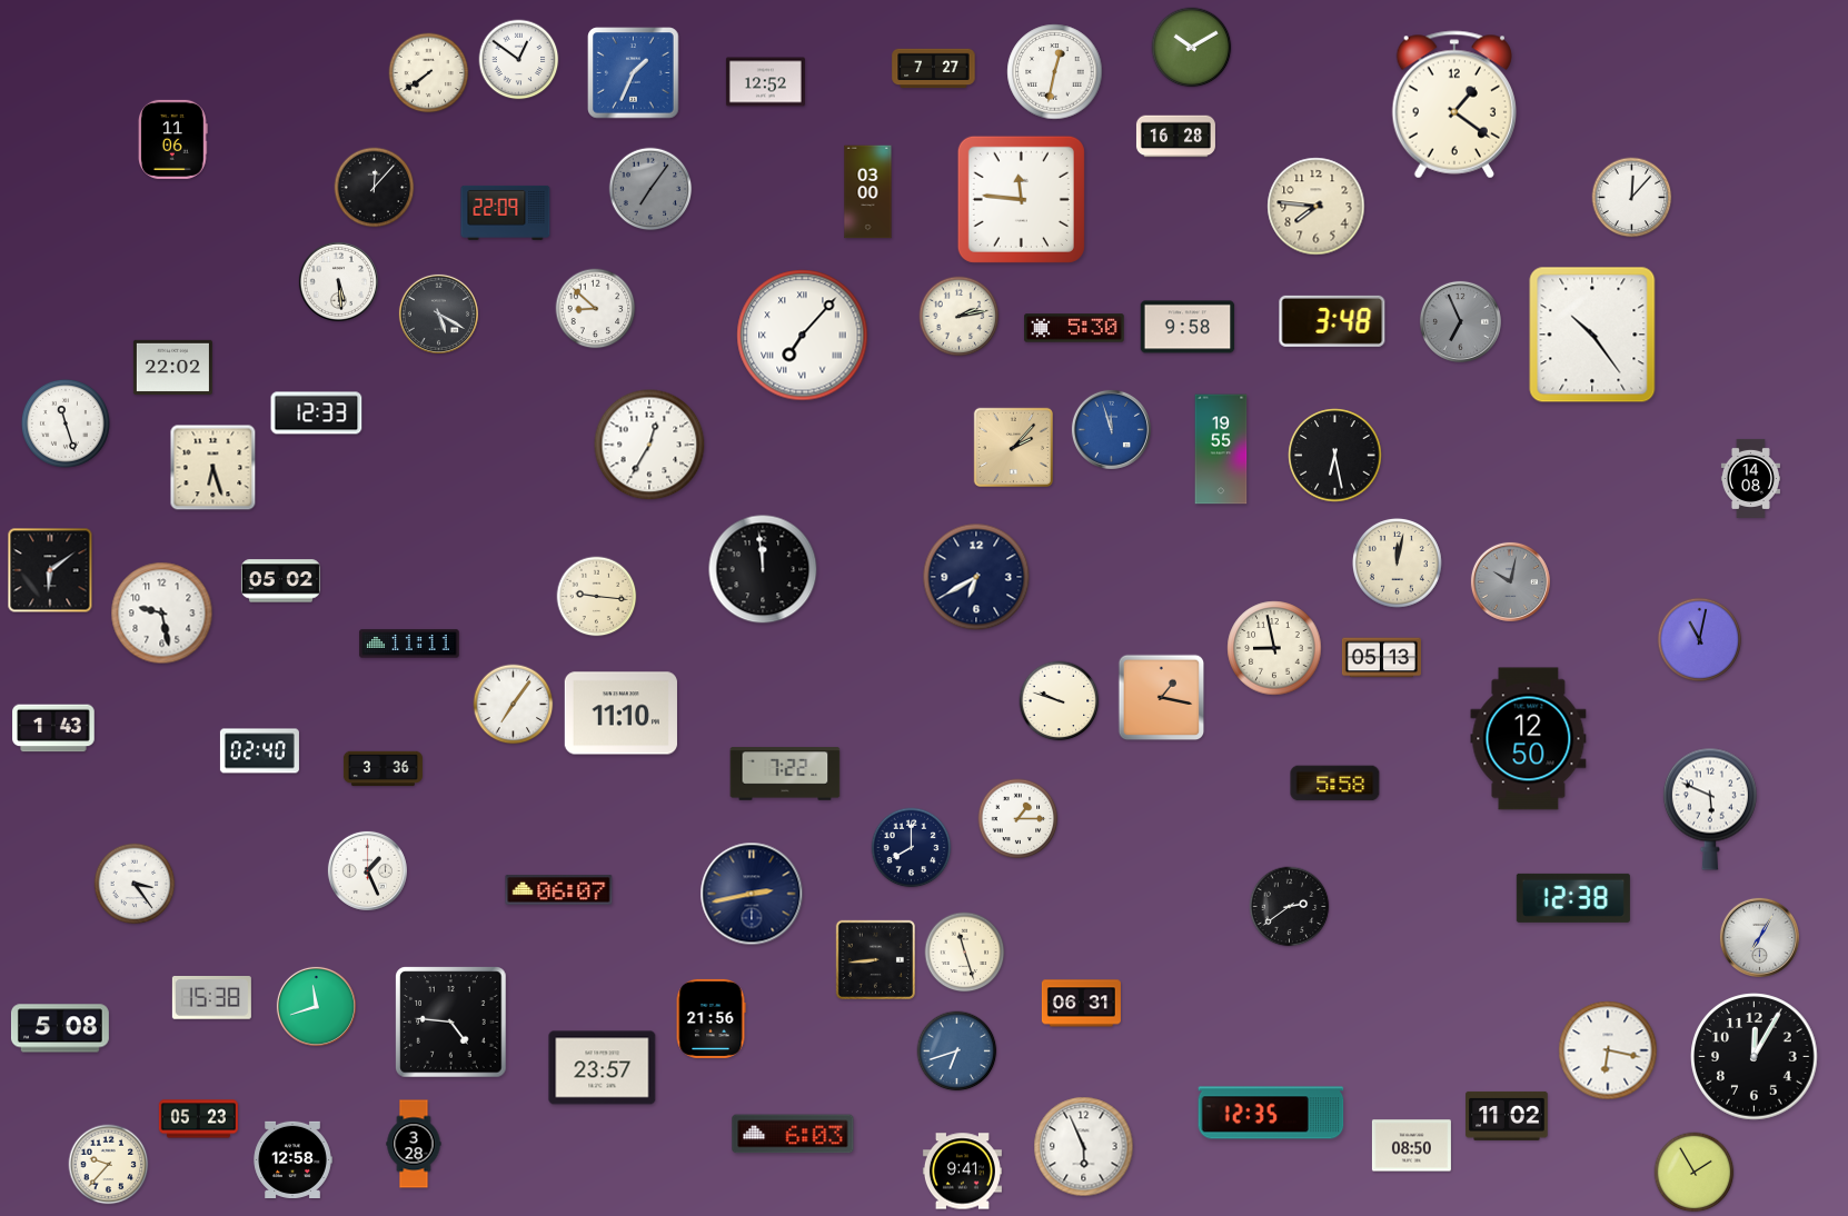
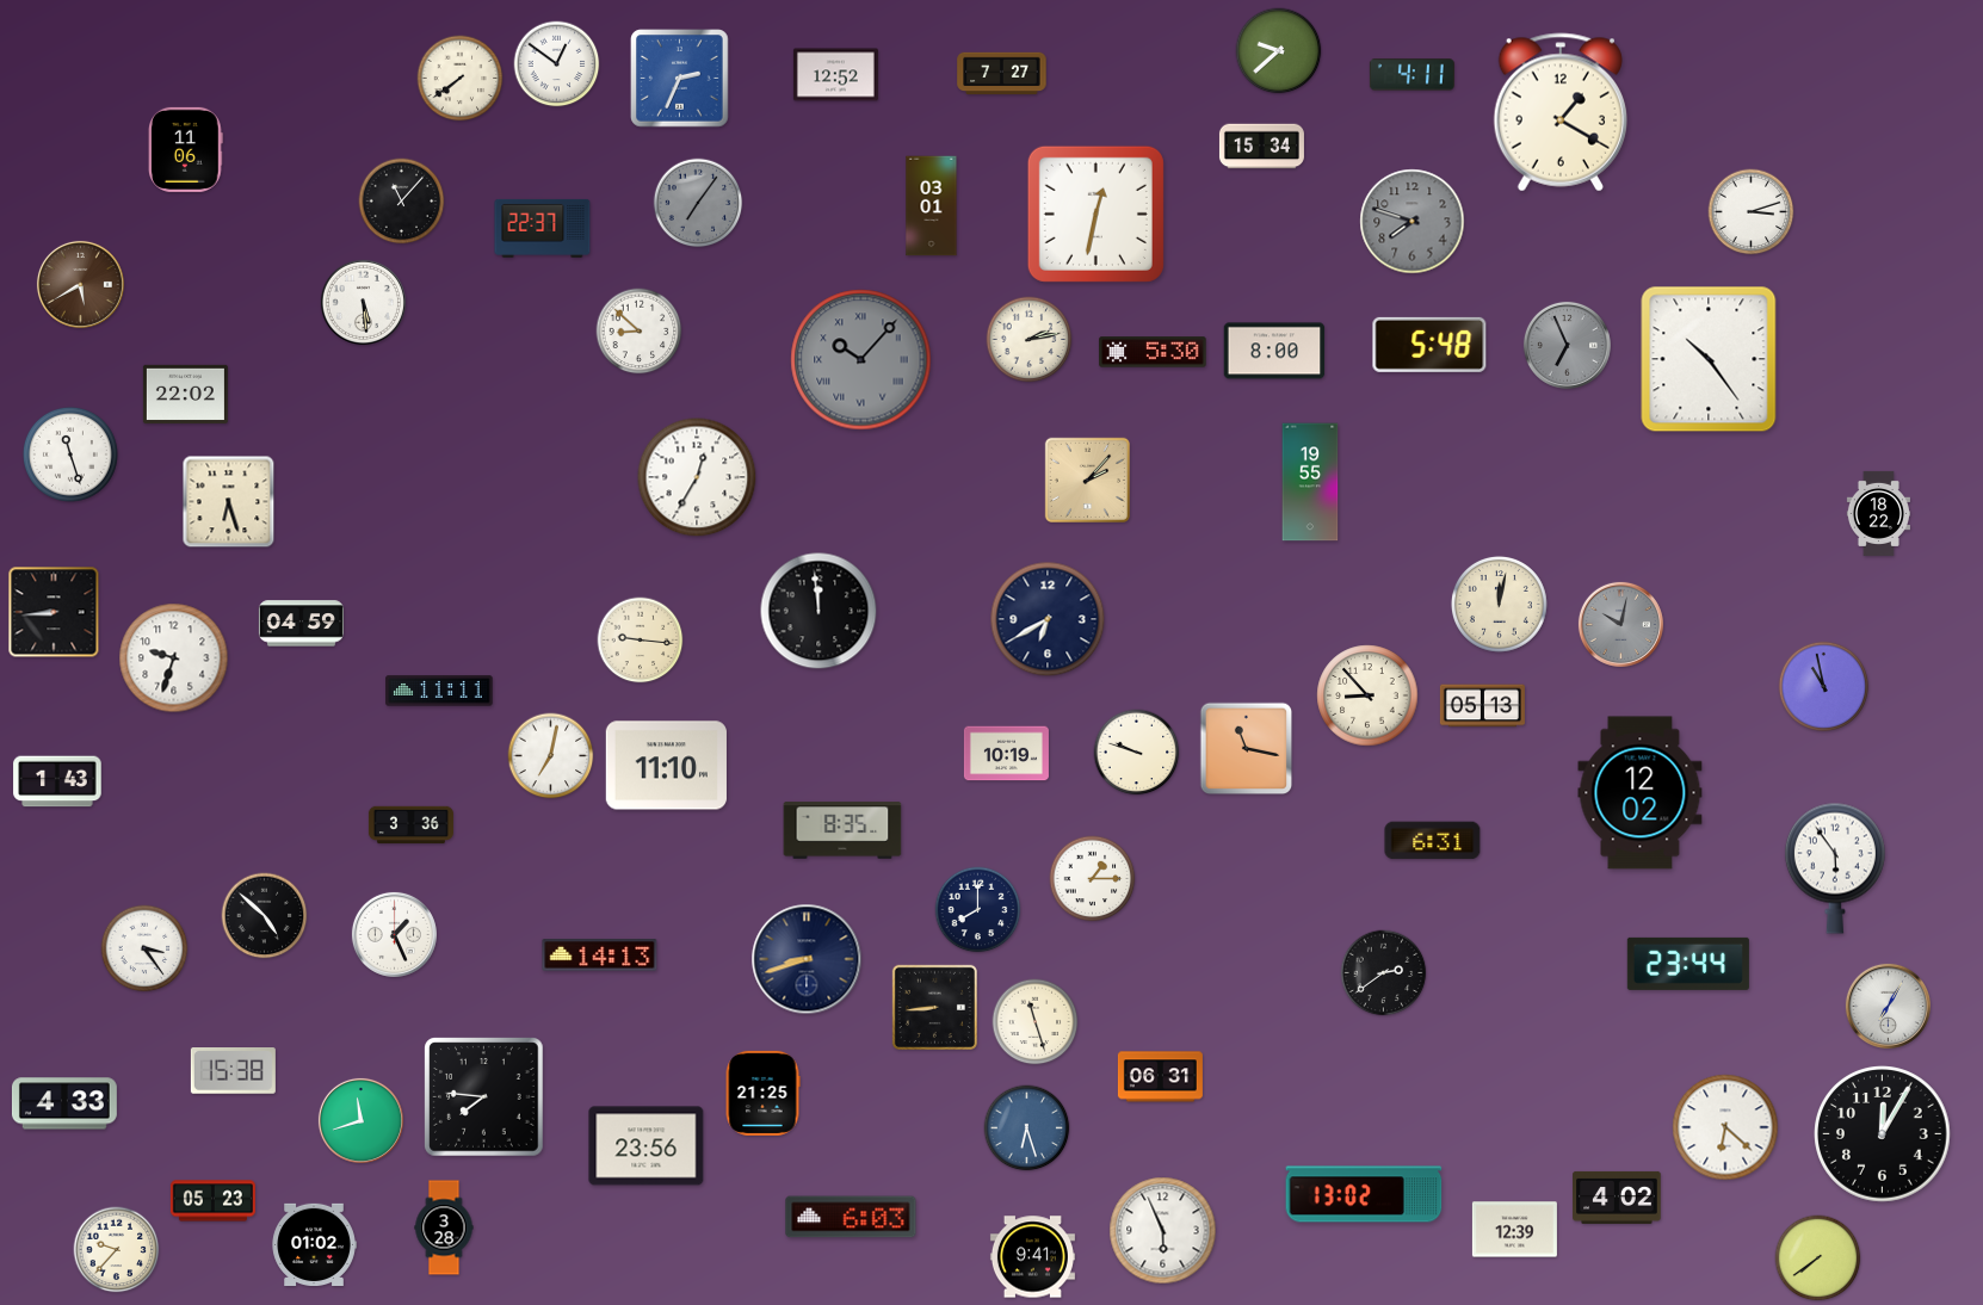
clock at (1192, 48): 10:10 -> 9:38
clock at (1411, 75): none -> 4:11
clock at (1055, 72): 12:32 -> none
clock at (634, 73): 1:34 -> 2:34
clock at (765, 82) position: (765, 82) -> (835, 75)
clock at (1453, 104): 1:21 -> 1:20
clock at (1175, 137): 16:28 -> 15:34
clock at (375, 188): 12:07 -> 11:07
clock at (868, 192): 03:00 -> 03:01
clock at (1632, 198): 12:07 -> 3:12
clock at (1021, 199): 11:46 -> 12:32
clock at (1317, 207): 7:46 -> 7:48
clock at (1317, 207) dial: cream -> grey
clock at (506, 212): 22:09 -> 22:37
clock at (80, 284): none -> 5:40
clock at (438, 313): 5:20 -> none
clock at (1332, 321): 3:48 -> 5:48
clock at (1188, 327): 9:58 -> 8:00
clock at (803, 336): 7:07 -> 10:07
clock at (803, 336) dial: white -> grey
clock at (317, 413): 12:33 -> none
clock at (1111, 429): 11:57 -> none
clock at (1335, 456): 6:28 -> none
clock at (1750, 478): 14:08 -> 18:22
clock at (50, 570): 6:09 -> 8:44
clock at (280, 581): 05:02 -> 04:59
clock at (162, 614): 9:28 -> 9:33
clock at (1700, 640): 11:02 -> 10:58
clock at (1274, 648): 8:58 -> 8:53
clock at (1162, 698): 1:17 -> 11:17
clock at (1006, 754): none -> 10:19
clock at (514, 705): 7:06 -> 7:02
clock at (1529, 739): 12:50 -> 12:02
clock at (259, 751): 02:40 -> none
clock at (785, 774): 7:22 -> 8:35
clock at (1335, 784): 5:58 -> 6:31
clock at (1710, 809): 5:49 -> 5:54
clock at (265, 916): none -> 4:52
clock at (559, 890): 06:07 -> 14:13
clock at (752, 894): 2:43 -> 8:42
clock at (1573, 898): 12:38 -> 23:44
clock at (875, 959) position: (875, 959) -> (934, 1007)
clock at (211, 998) position: (211, 998) -> (233, 1071)
clock at (316, 1006) position: (316, 1006) -> (360, 1120)
clock at (711, 1018): 21:56 -> 21:25
clock at (451, 1023): 4:46 -> 7:46
clock at (60, 1028): 5:08 -> 4:33
clock at (1608, 1050): 6:17 -> 6:22
clock at (957, 1051): 6:42 -> 6:27
clock at (603, 1068): 23:57 -> 23:56
clock at (1271, 1113): 12:35 -> 13:02
clock at (1507, 1116): 11:02 -> 4:02
clock at (1411, 1146): 08:50 -> 12:39
clock at (292, 1159): 12:58 -> 01:02
clock at (1695, 1173): 1:55 -> 7:39
